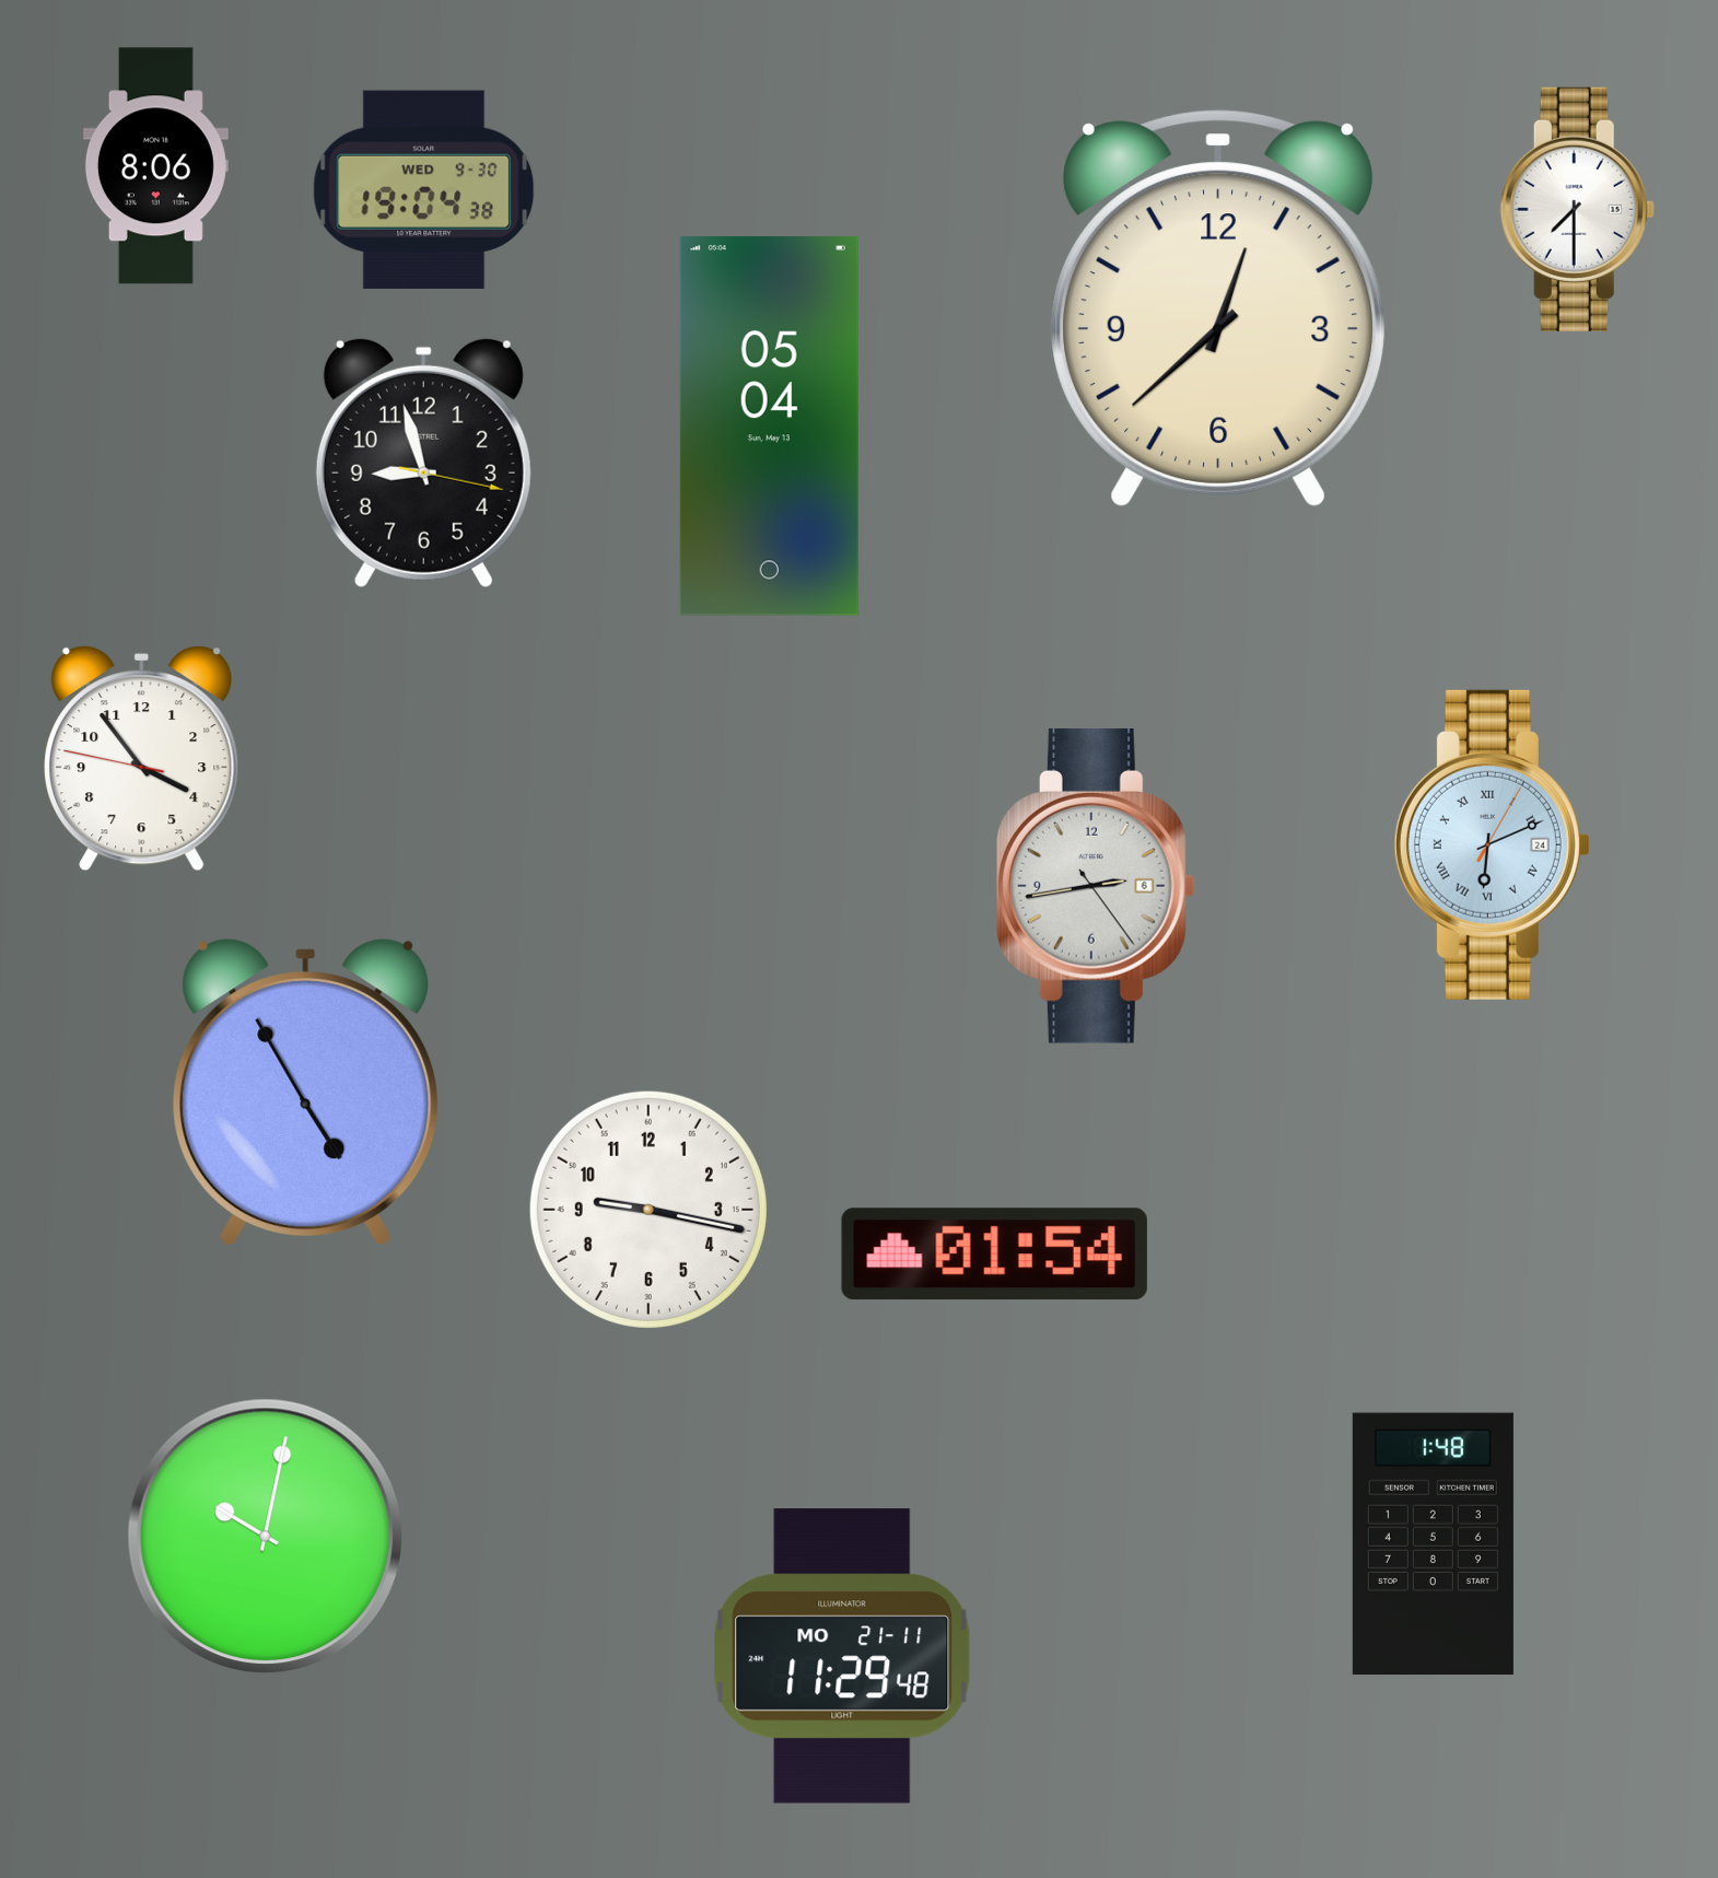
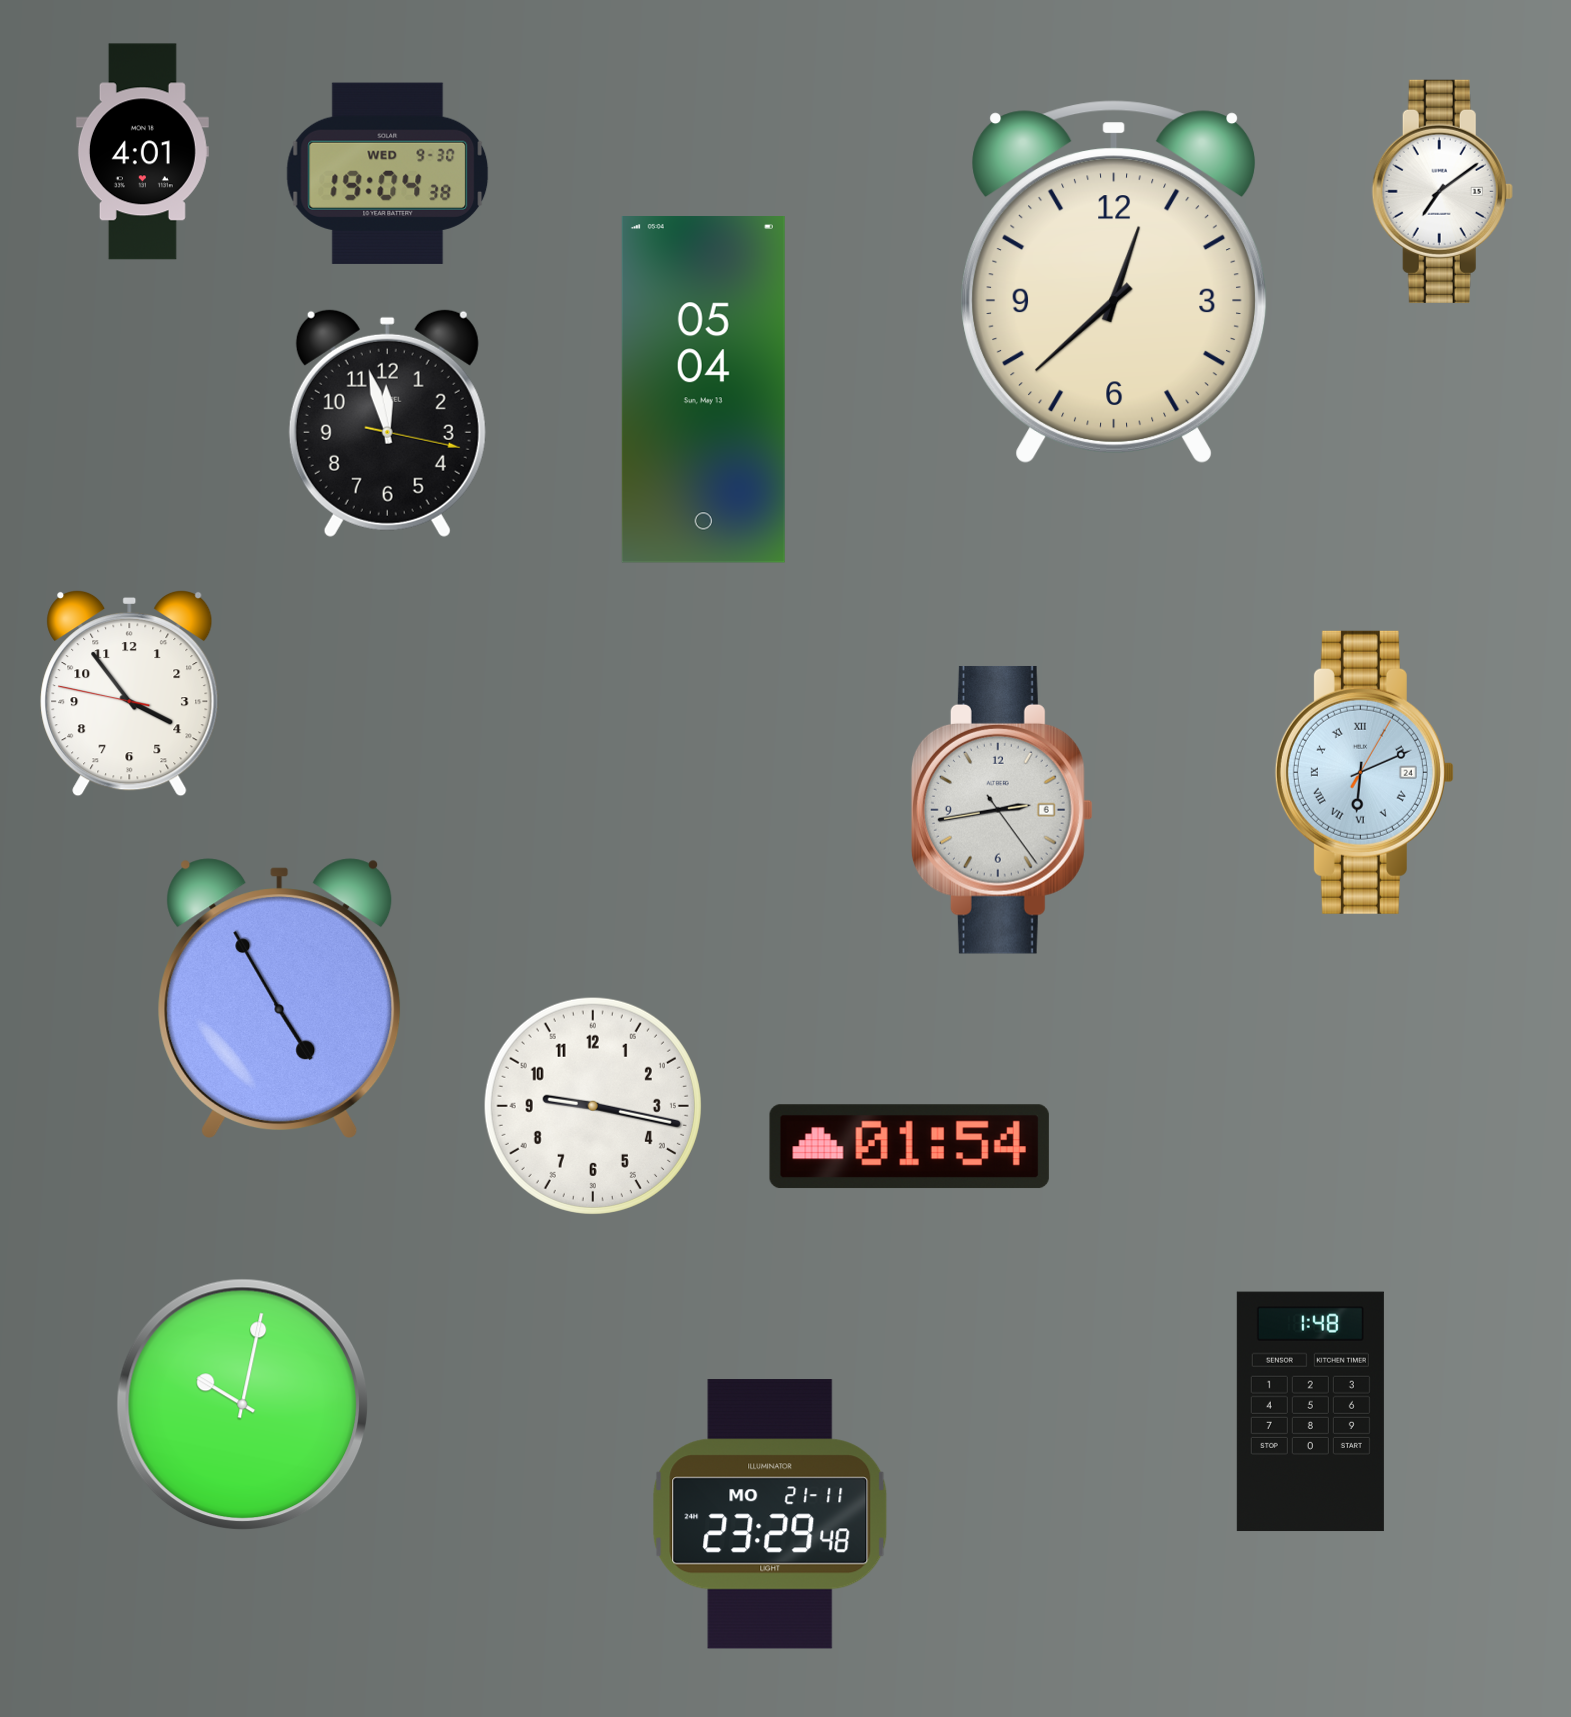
clock at (155, 166): 8:06 -> 4:01
clock at (1577, 209): 7:30 -> 7:09
clock at (423, 463): 8:57 -> 11:57
clock at (842, 1656): 11:29 -> 23:29
